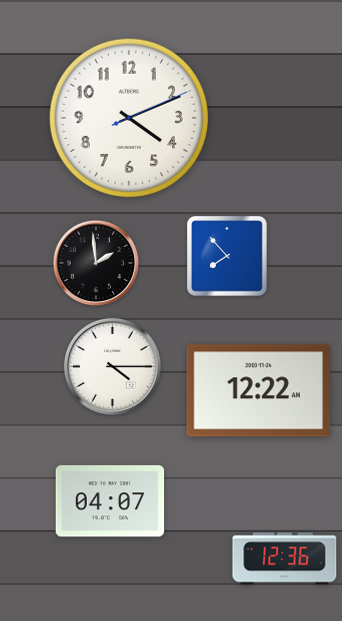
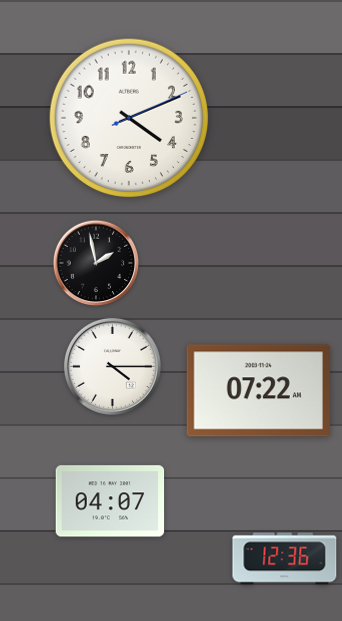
clock at (228, 257): 7:53 -> none
clock at (96, 263): 1:59 -> 1:58
clock at (258, 391): 12:22 -> 07:22
